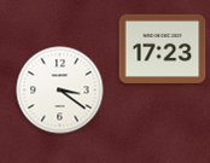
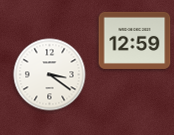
clock at (163, 48): 17:23 -> 12:59
